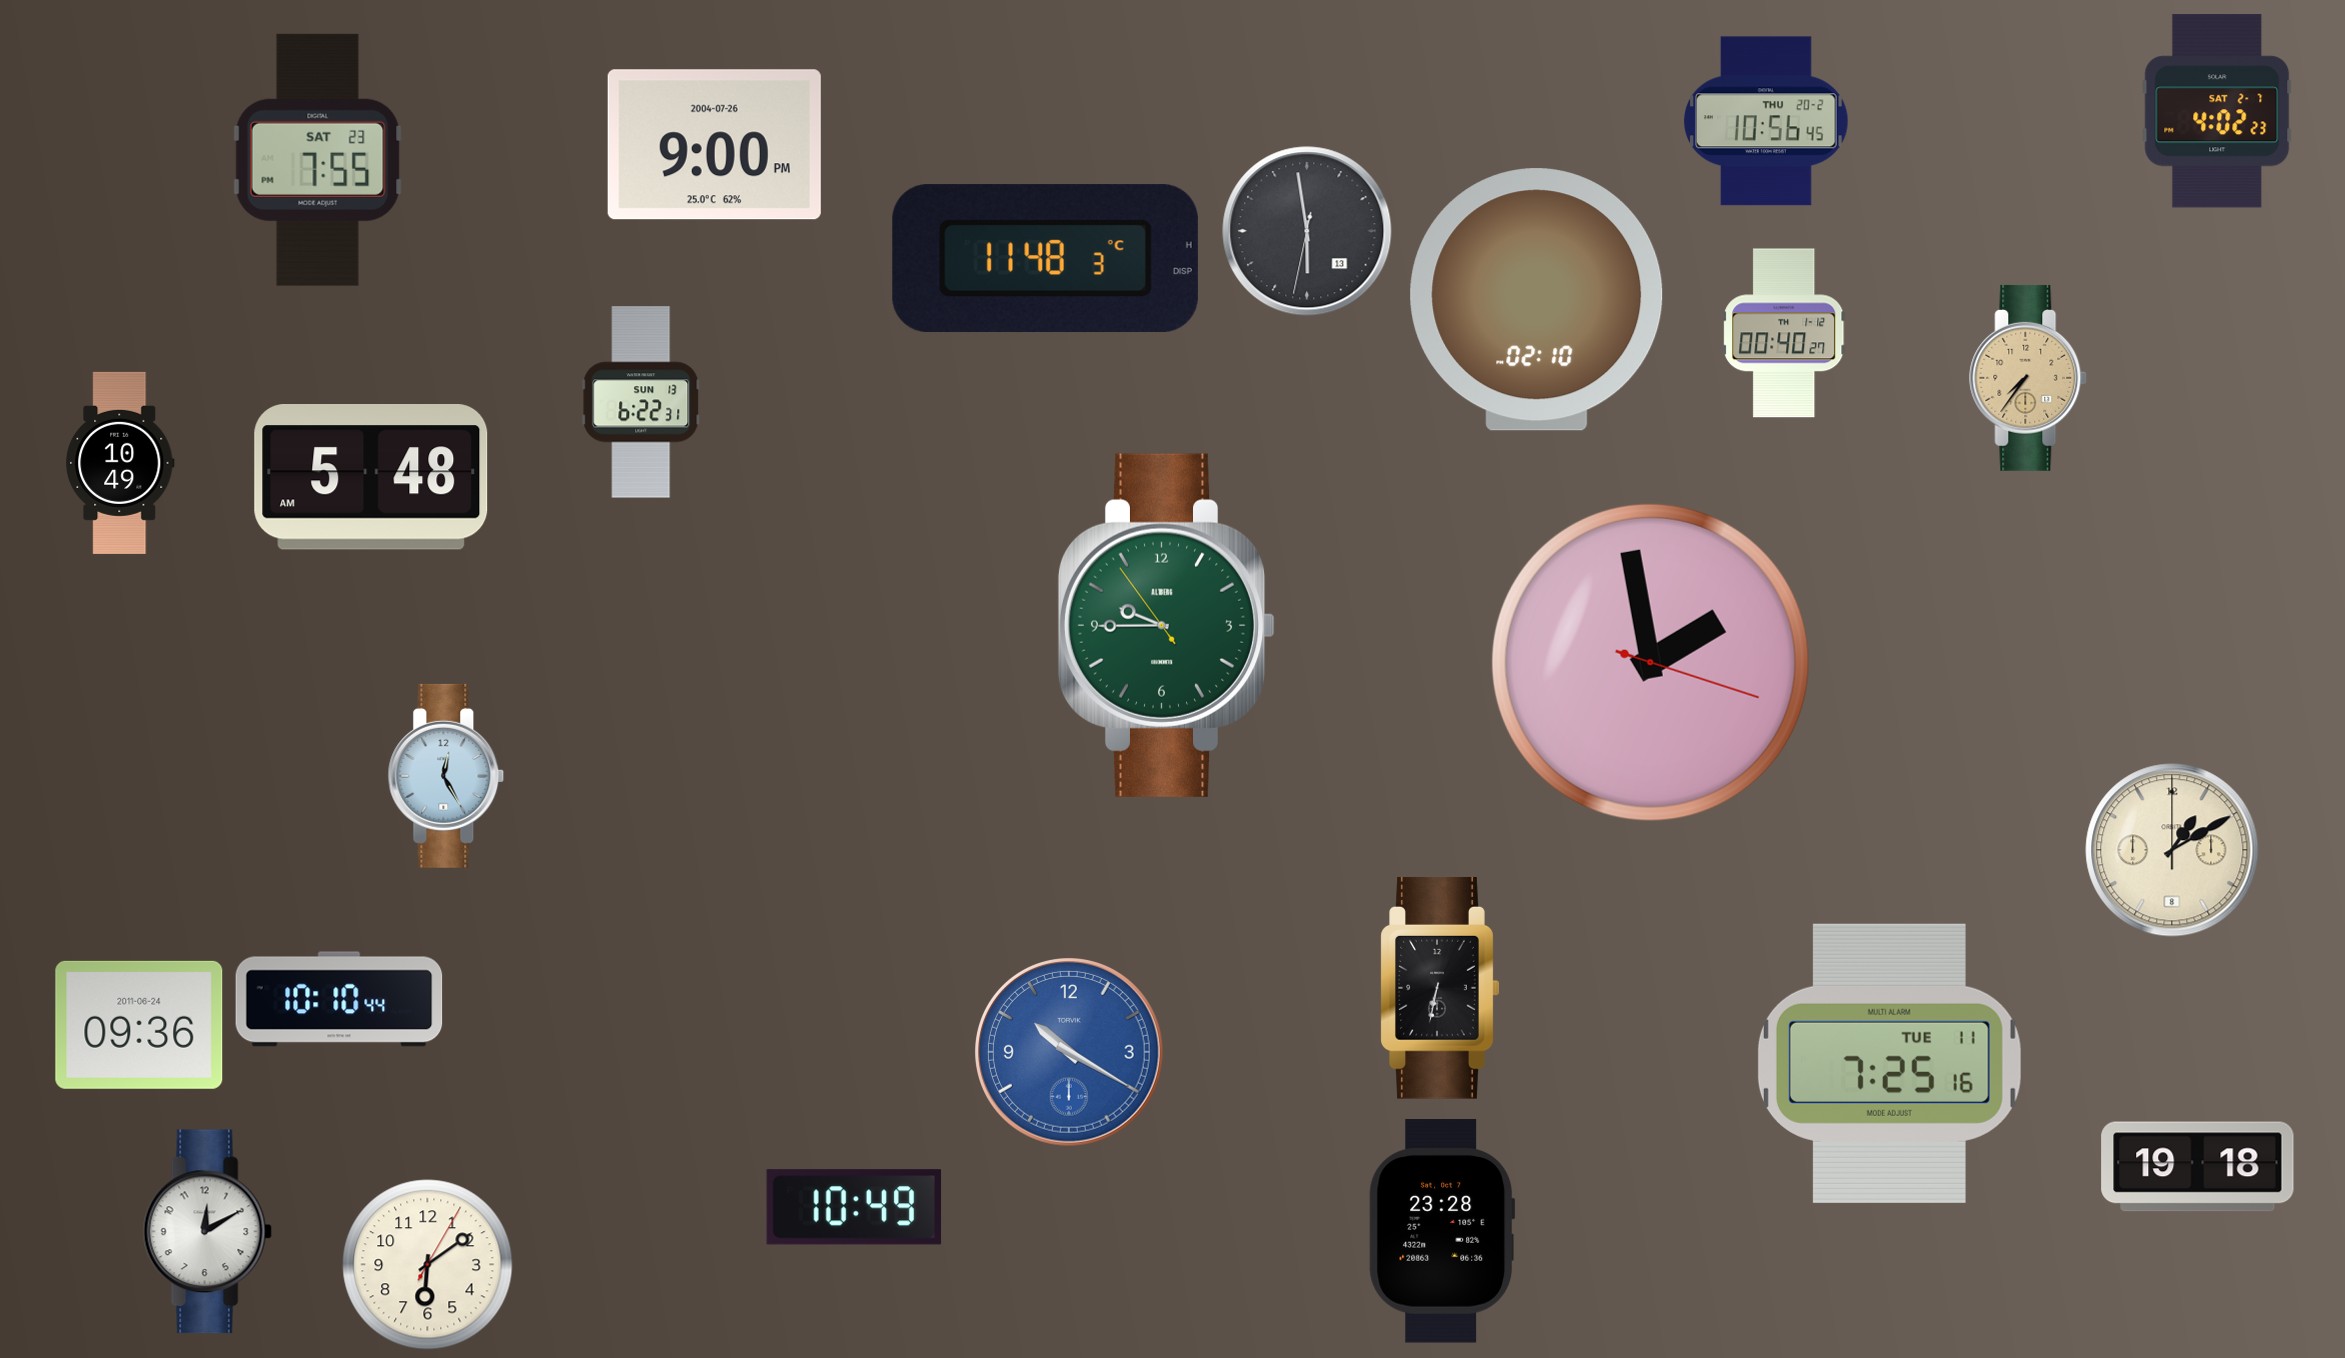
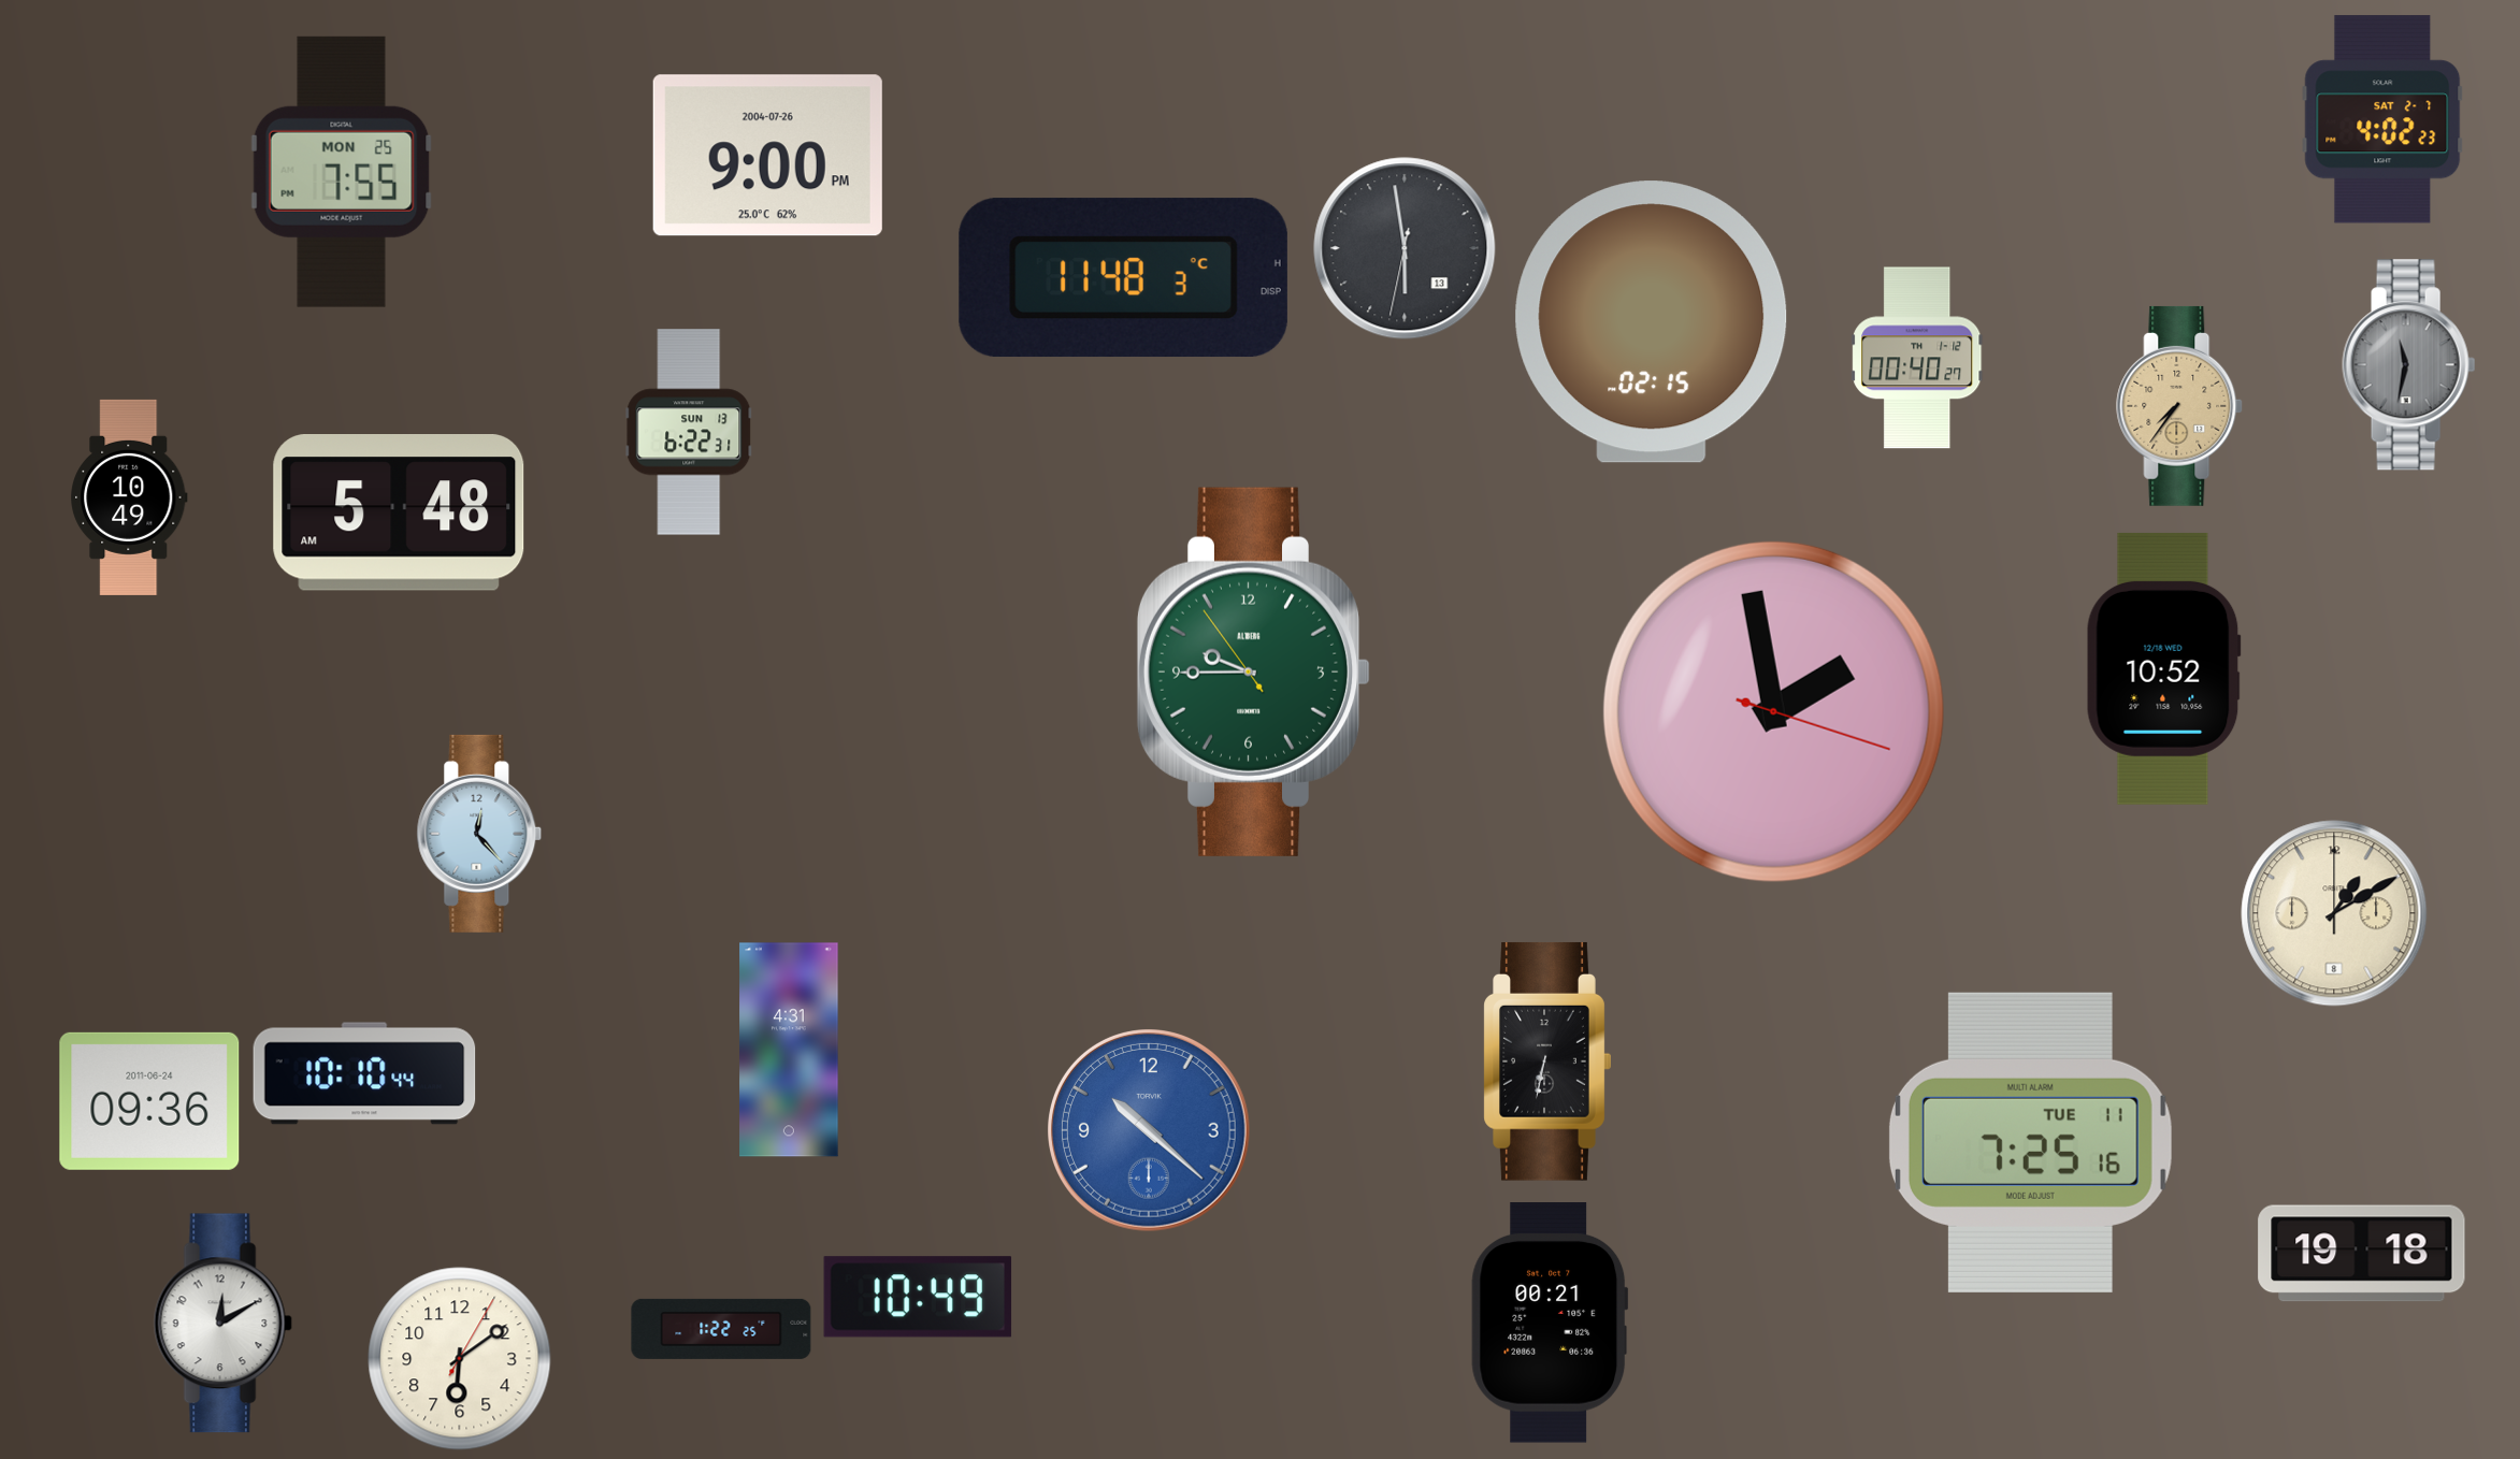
clock at (1767, 121): 10:56 -> none
clock at (318, 160) date: SAT 23 -> MON 25
clock at (1537, 300): 02:10 -> 02:15
clock at (2409, 365): none -> 11:32
clock at (2163, 668): none -> 10:52
clock at (446, 776): 12:25 -> 12:23
clock at (789, 1050): none -> 4:31
clock at (1070, 1053): 10:20 -> 10:22
clock at (1442, 1231): 23:28 -> 00:21
clock at (721, 1329): none -> 1:22
